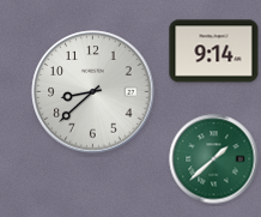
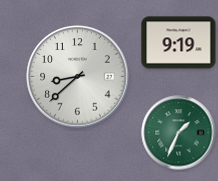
clock at (214, 52): 9:14 -> 9:19
clock at (214, 159): 1:38 -> 1:34
